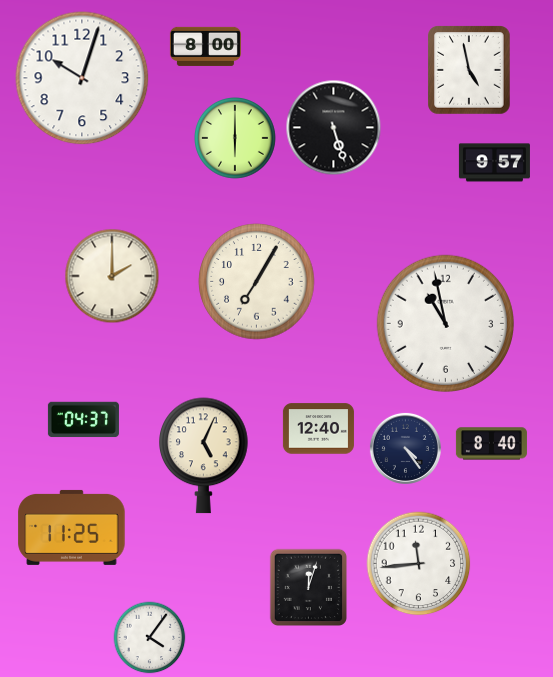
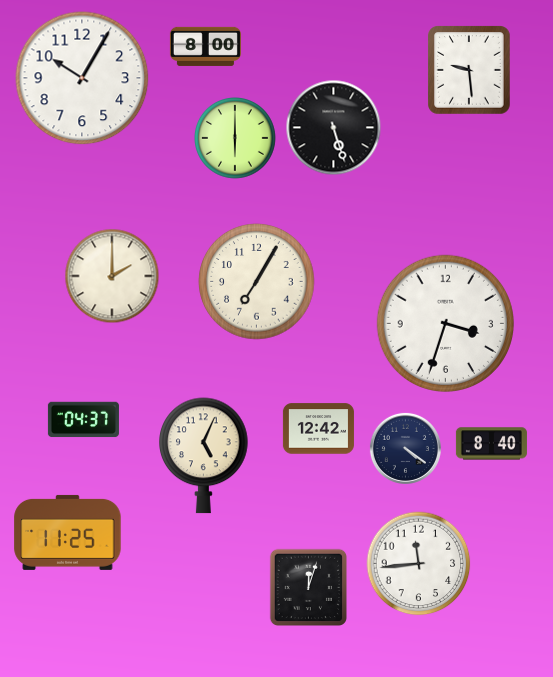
clock at (469, 70): 4:58 -> 9:29
clock at (82, 78): 10:03 -> 10:05
clock at (494, 163): 9:57 -> none
clock at (445, 323): 10:58 -> 3:33
clock at (318, 429): 12:40 -> 12:42
clock at (405, 448): 4:24 -> 4:21
clock at (72, 527) position: (72, 527) -> (68, 532)
clock at (150, 638): 4:06 -> none
